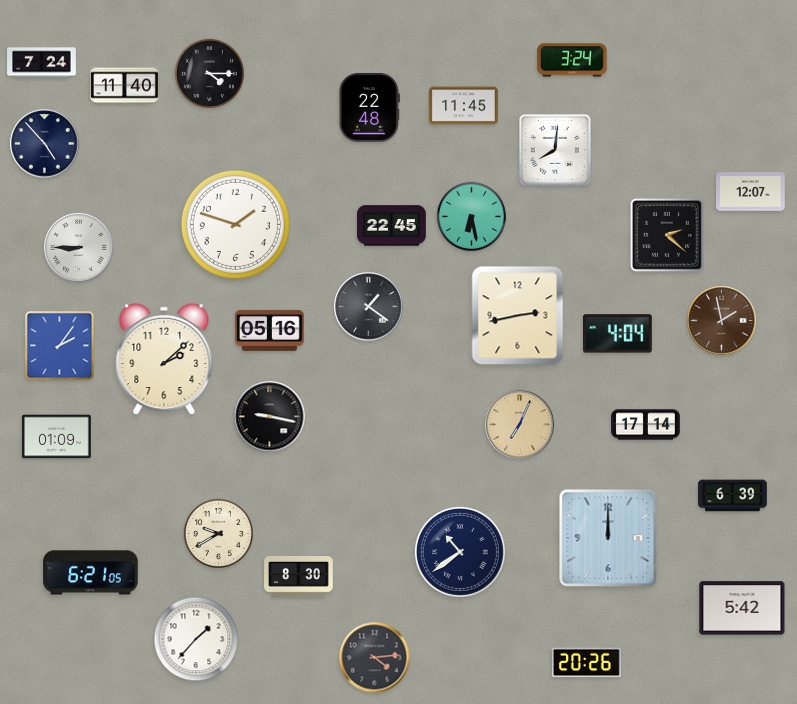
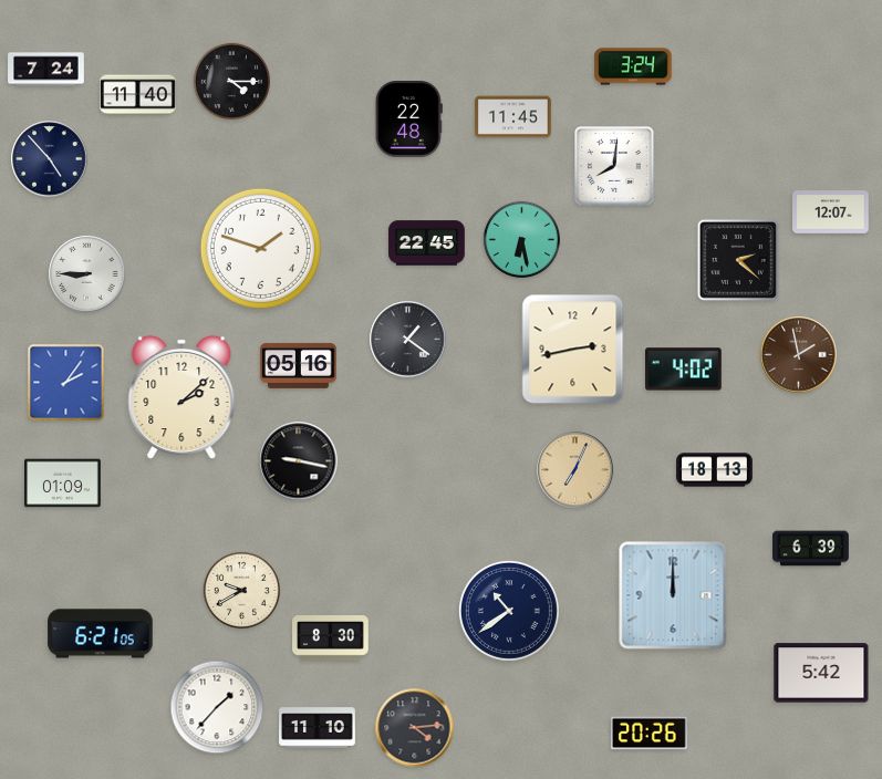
clock at (392, 226) position: (392, 226) -> (427, 243)
clock at (618, 334): 4:04 -> 4:02
clock at (646, 425): 17:14 -> 18:13
clock at (318, 728): none -> 11:10
